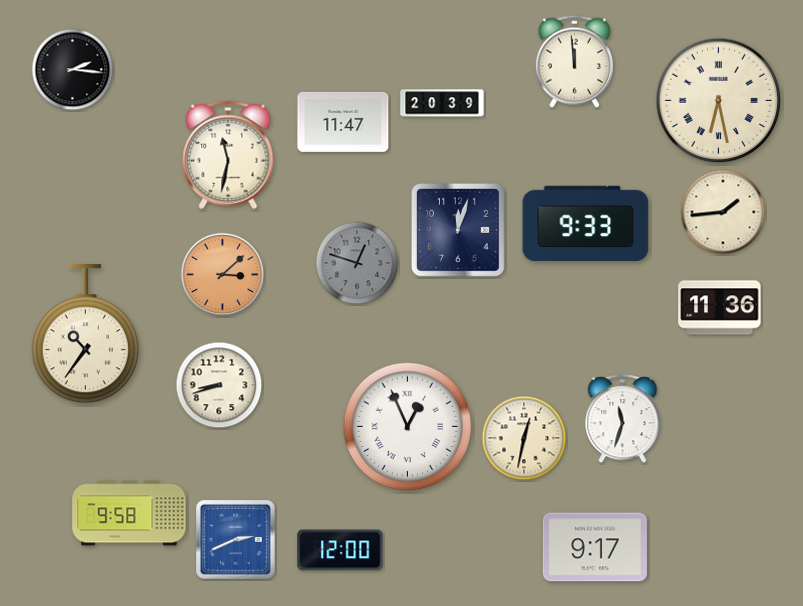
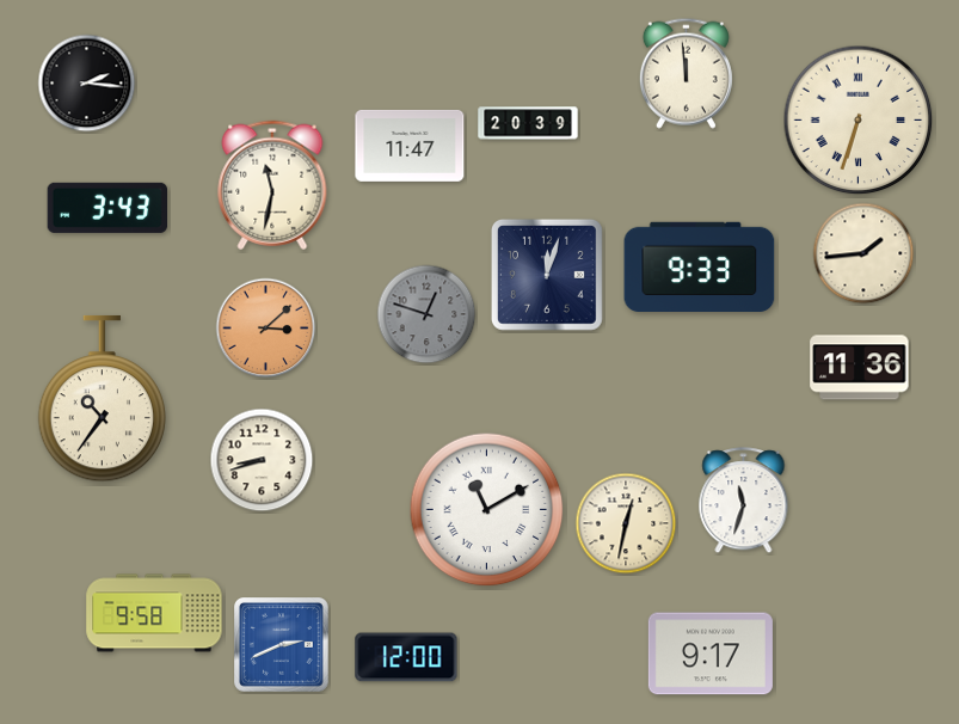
clock at (719, 101): 6:28 -> 6:33
clock at (107, 208): none -> 3:43
clock at (408, 427): 12:56 -> 11:10
